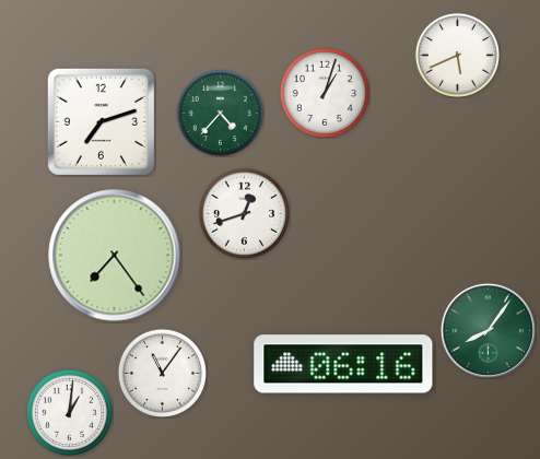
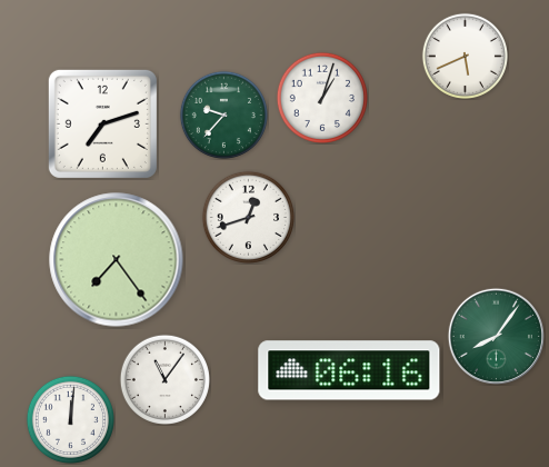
clock at (324, 92) position: (324, 92) -> (321, 97)
clock at (220, 113): 4:37 -> 9:37
clock at (69, 412): 1:01 -> 12:01
